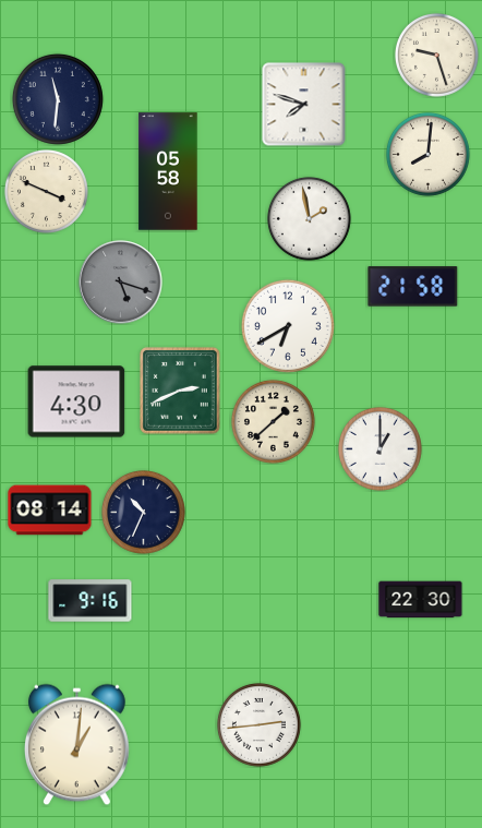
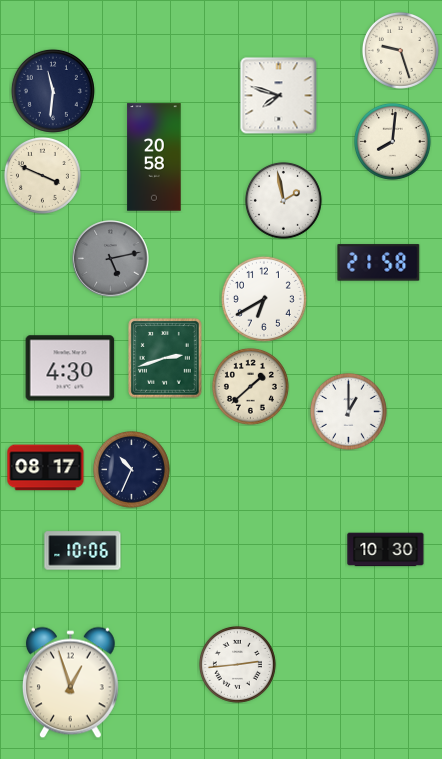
clock at (168, 171): 05:58 -> 20:58
clock at (121, 283): 5:18 -> 5:13
clock at (181, 391): 2:41 -> 2:42
clock at (50, 511): 08:14 -> 08:17
clock at (421, 600): 22:30 -> 10:30
clock at (91, 601): 9:16 -> 10:06
clock at (77, 745): 1:01 -> 12:57
